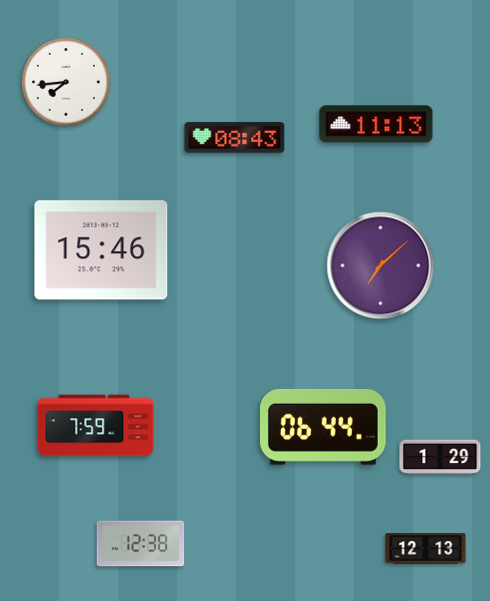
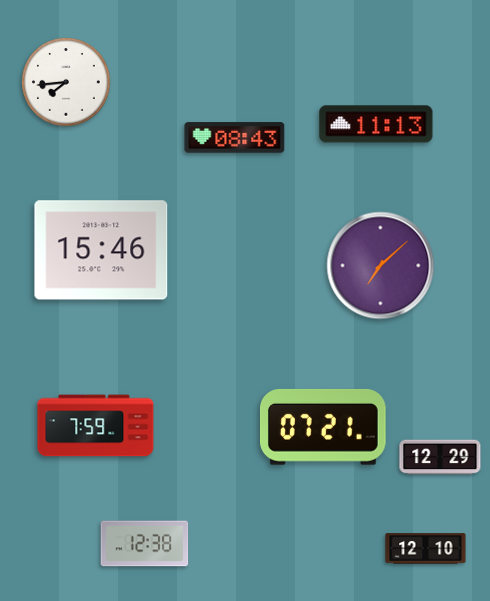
clock at (324, 427): 06:44 -> 07:21
clock at (440, 457): 1:29 -> 12:29
clock at (141, 544) position: (141, 544) -> (145, 544)
clock at (426, 549): 12:13 -> 12:10
